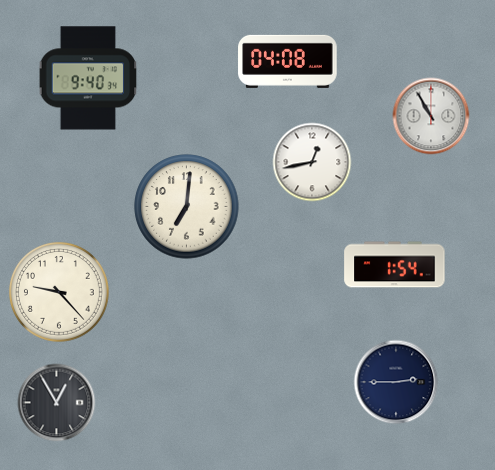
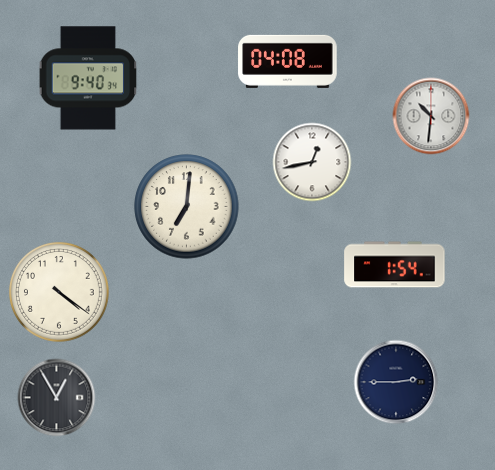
clock at (431, 116): 10:55 -> 10:31
clock at (59, 292): 9:23 -> 4:21
clock at (57, 403) position: (57, 403) -> (57, 398)
